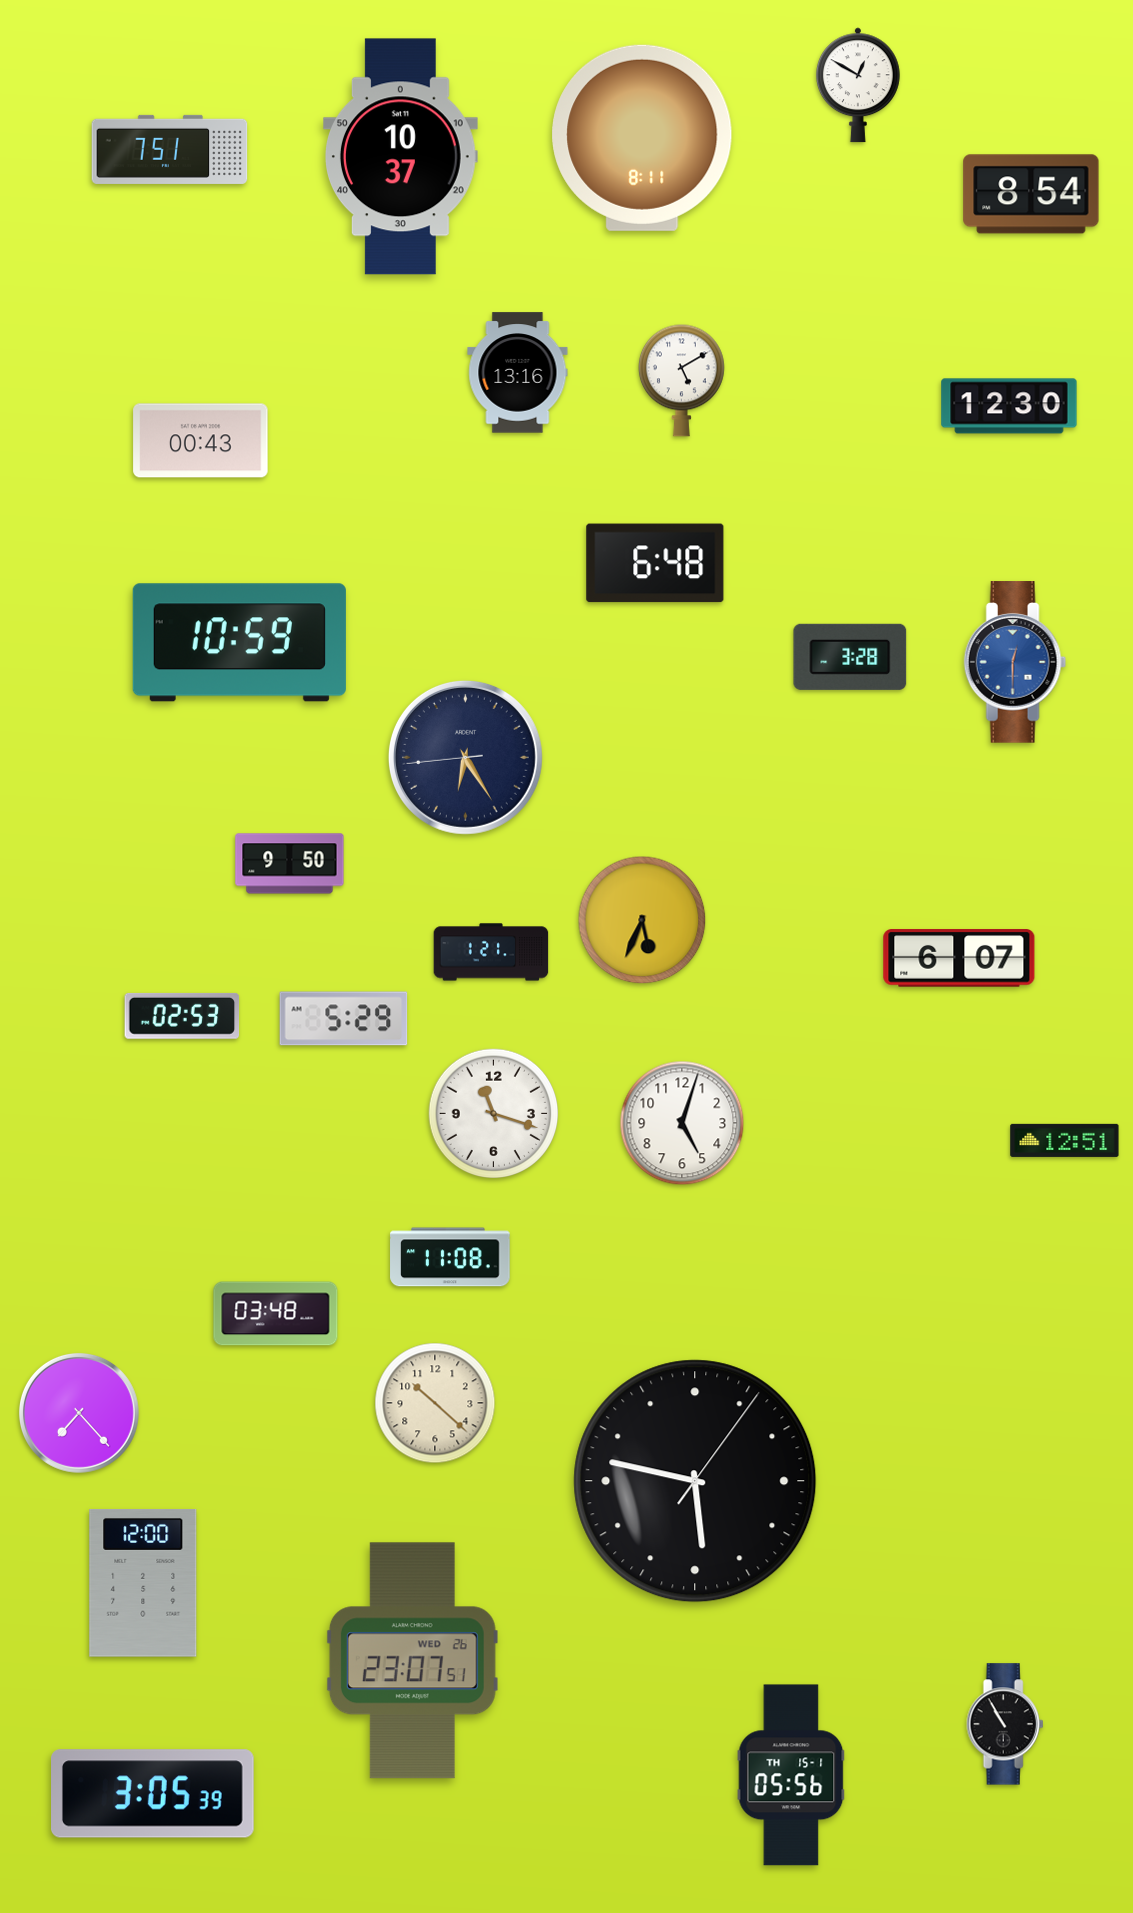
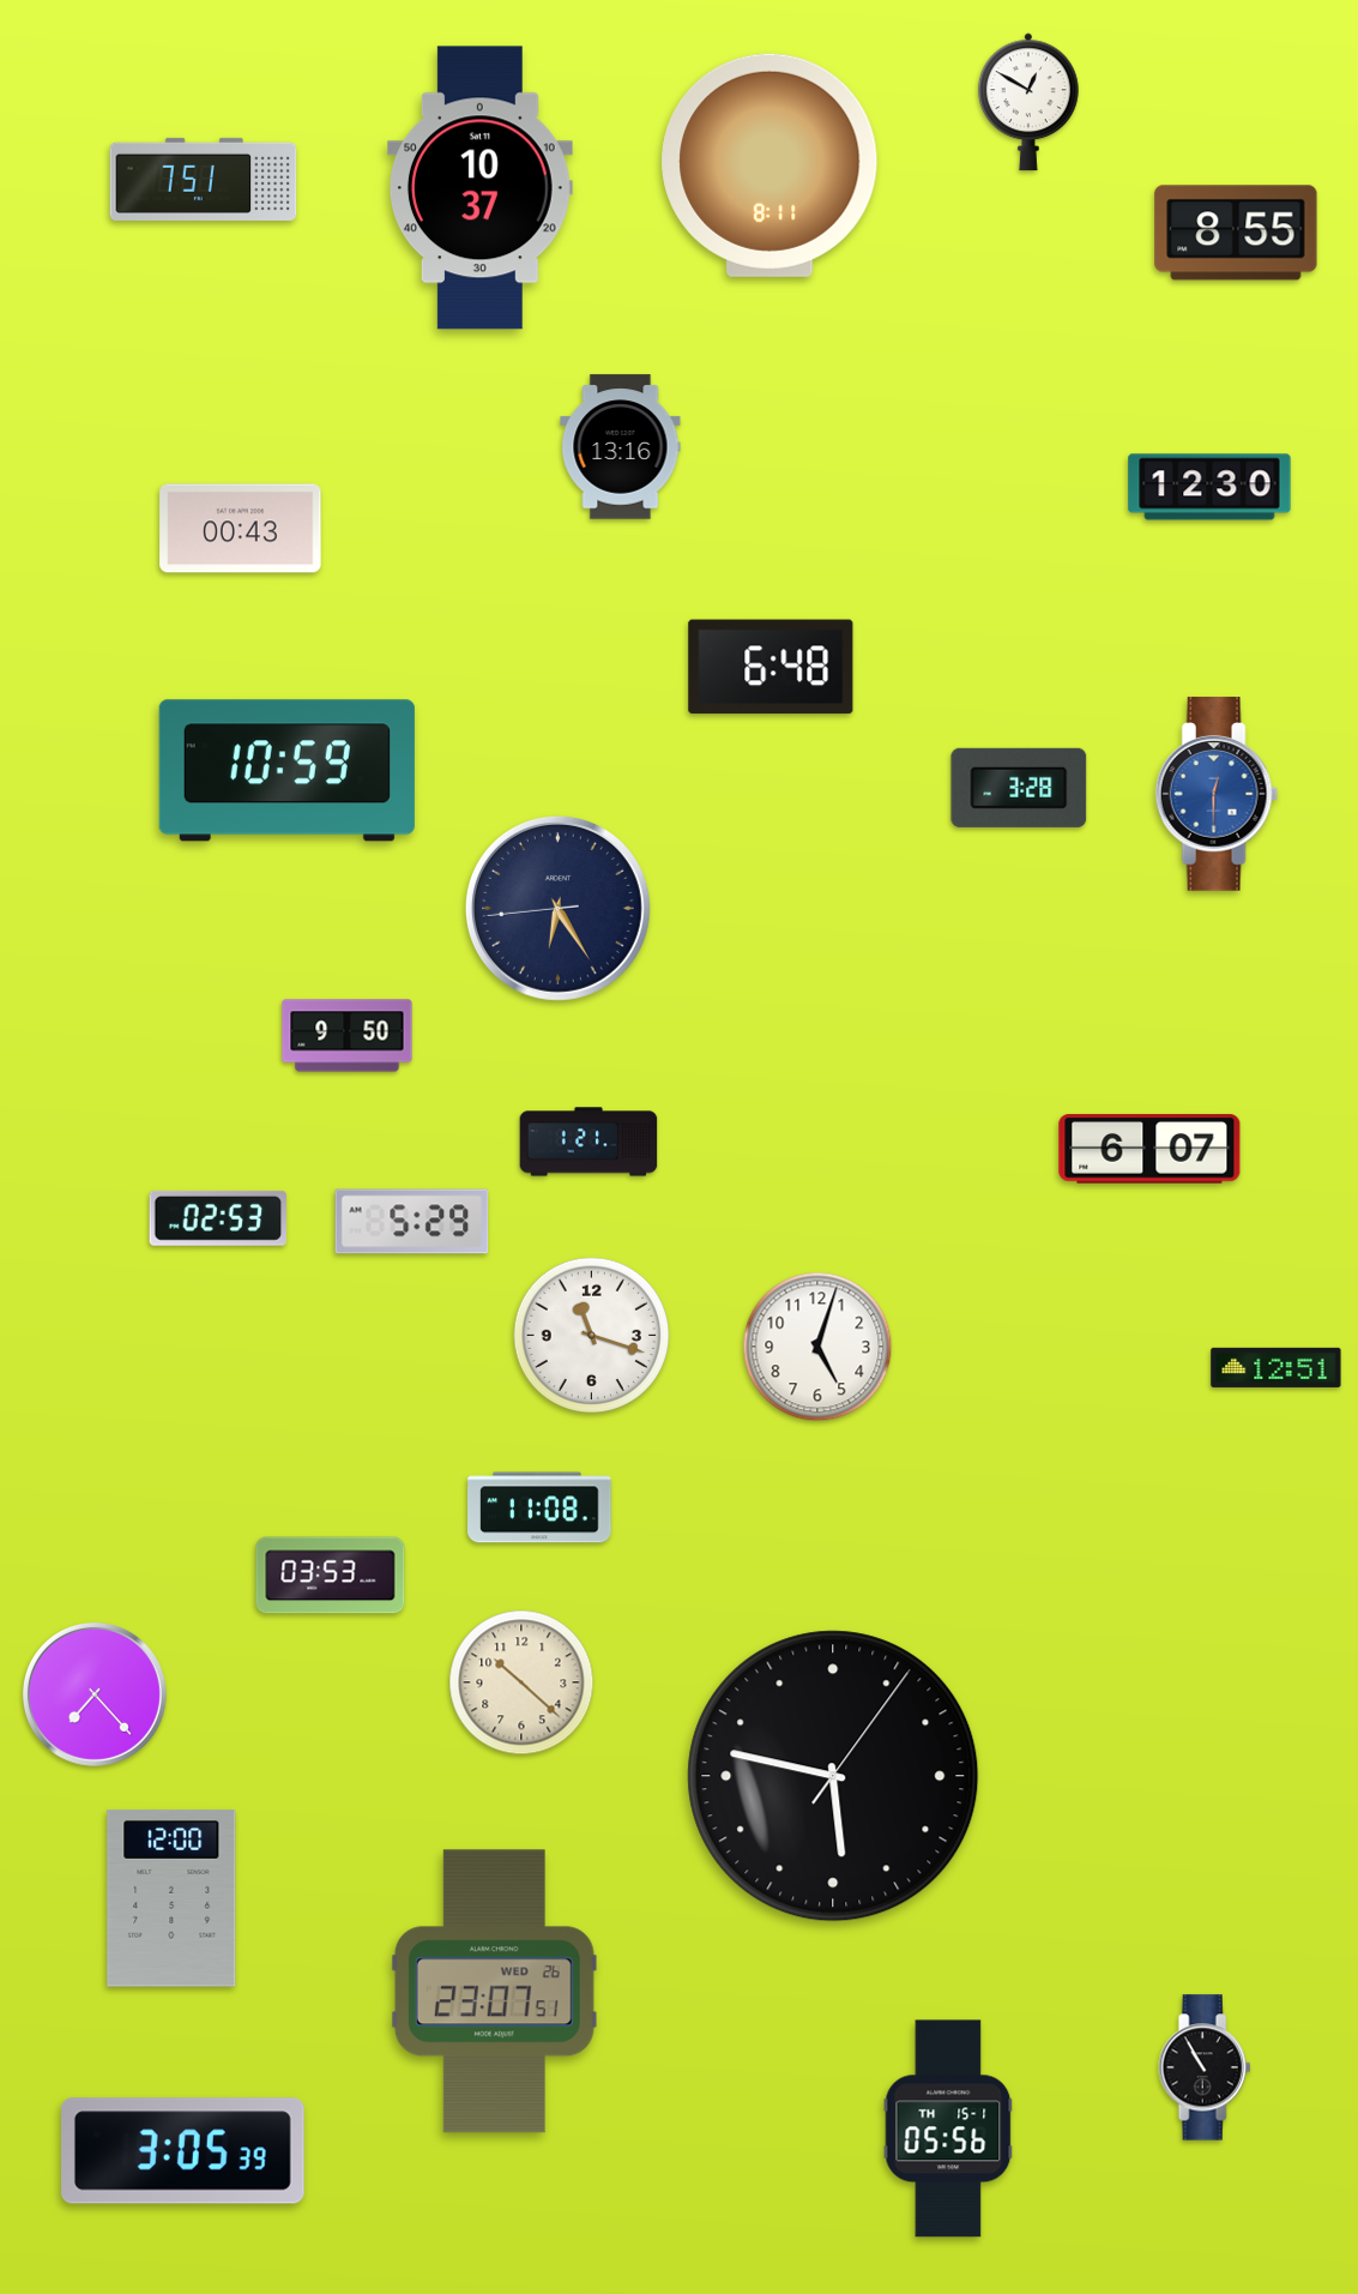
clock at (1031, 194): 8:54 -> 8:55
clock at (681, 380): 5:10 -> none
clock at (655, 563) position: (655, 563) -> (771, 667)
clock at (642, 920): 5:34 -> none
clock at (276, 1314): 03:48 -> 03:53
